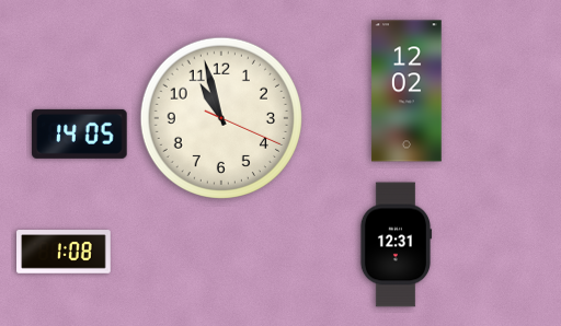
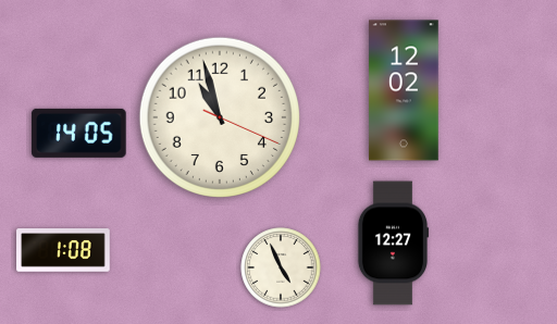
clock at (396, 245): 12:31 -> 12:27
clock at (281, 267): none -> 4:56
